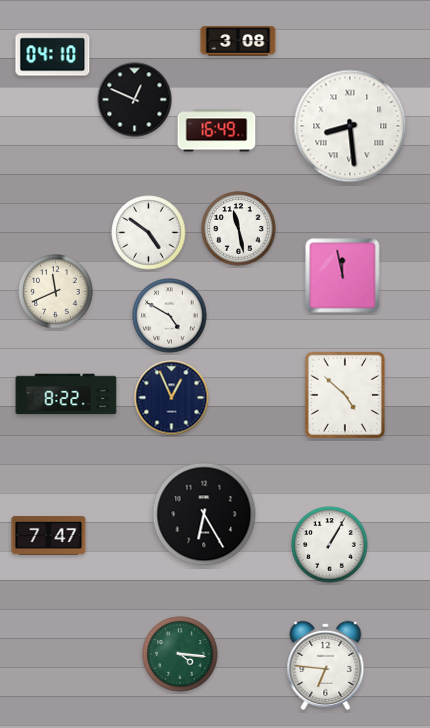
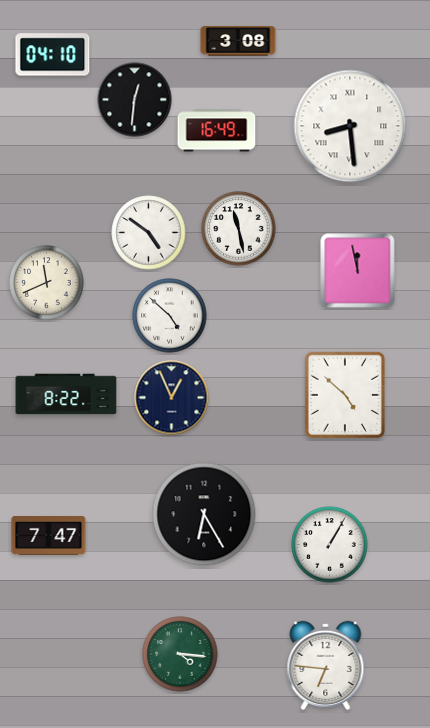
clock at (135, 100): 12:49 -> 12:31
clock at (343, 276) position: (343, 276) -> (358, 271)
clock at (56, 292) position: (56, 292) -> (47, 283)
clock at (170, 316): 4:50 -> 4:52
